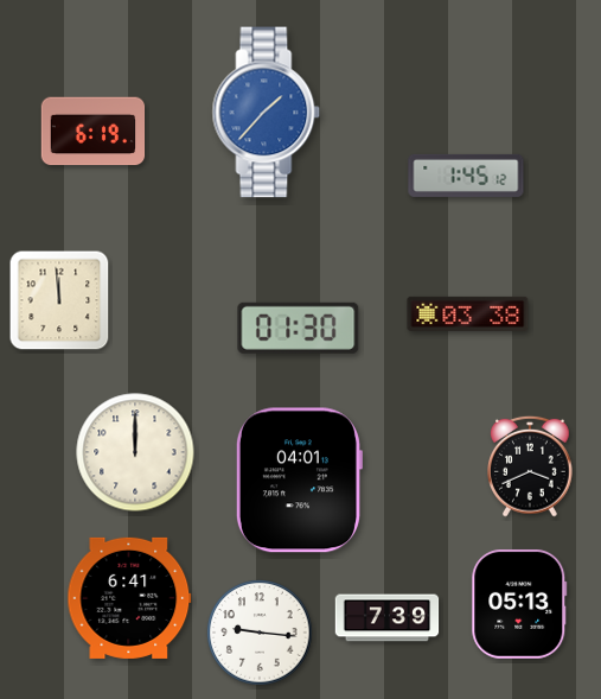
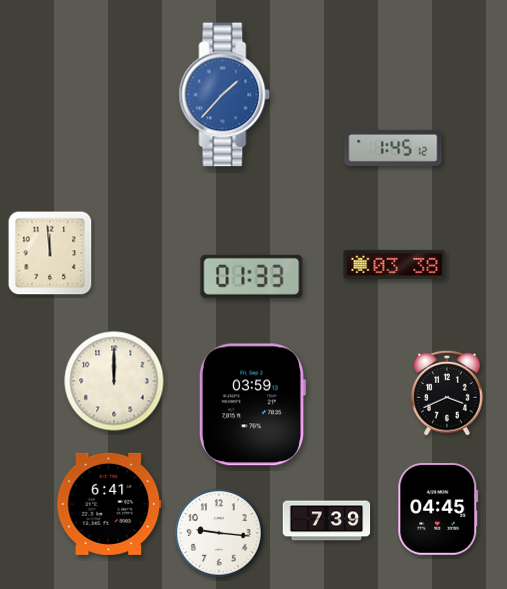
clock at (94, 132): 6:19 -> none
clock at (299, 328): 01:30 -> 01:33
clock at (299, 481): 04:01 -> 03:59
clock at (519, 604): 05:13 -> 04:45
